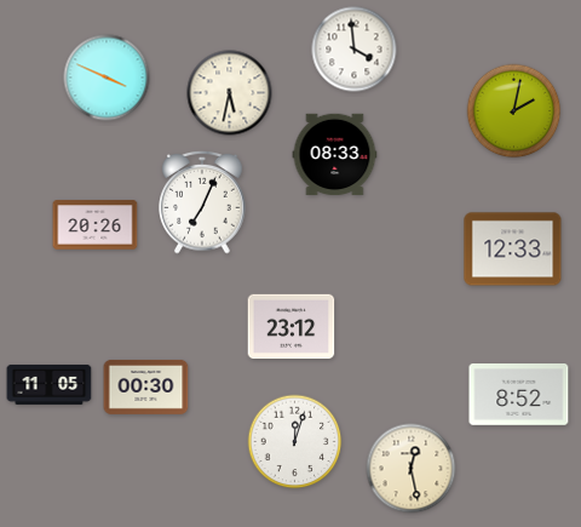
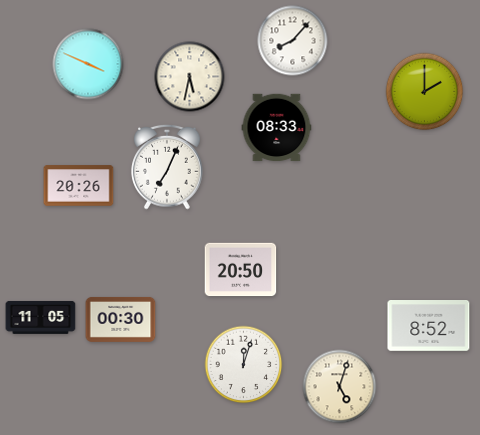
clock at (355, 50): 3:59 -> 8:07
clock at (514, 111): 2:02 -> 2:00
clock at (513, 250): 12:33 -> none
clock at (292, 327): 23:12 -> 20:50
clock at (412, 469): 12:28 -> 5:03
